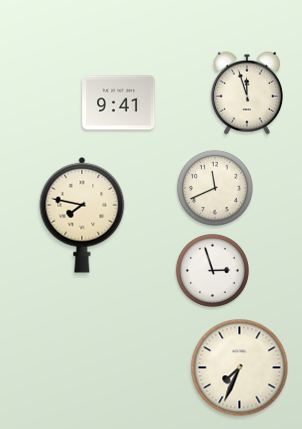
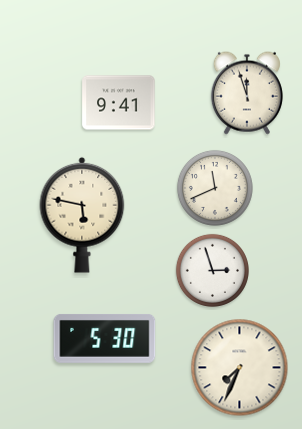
clock at (82, 215): 7:47 -> 5:47
clock at (105, 339): none -> 5:30
